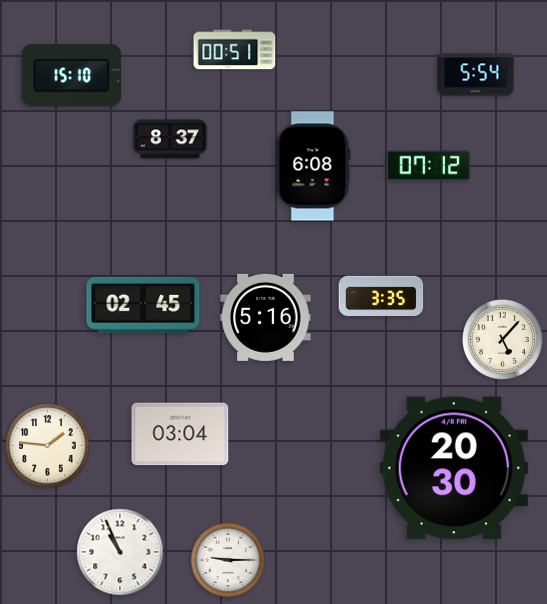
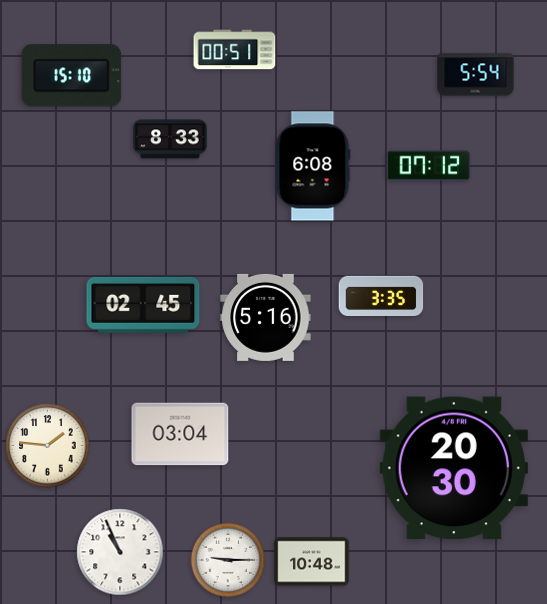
clock at (170, 139): 8:37 -> 8:33
clock at (502, 339): 5:07 -> none
clock at (312, 562): none -> 10:48
